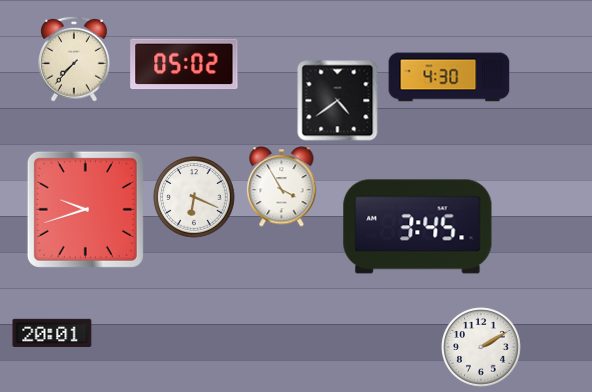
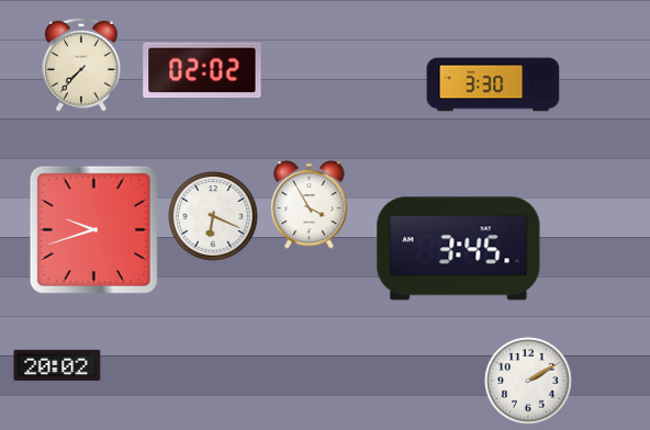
clock at (184, 64): 05:02 -> 02:02
clock at (449, 77): 4:30 -> 3:30
clock at (338, 101): 4:39 -> none
clock at (52, 333): 20:01 -> 20:02
